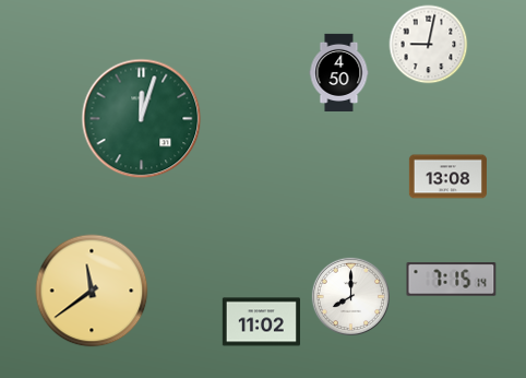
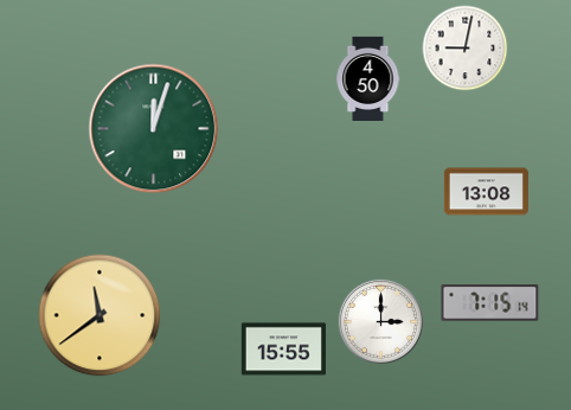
clock at (350, 296): 8:00 -> 3:00
clock at (261, 322): 11:02 -> 15:55
